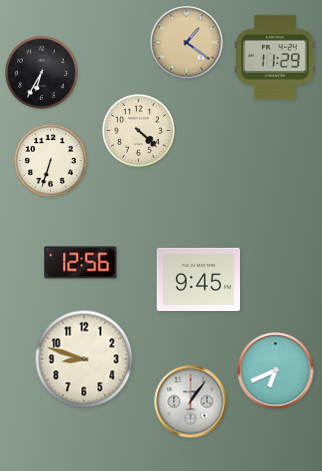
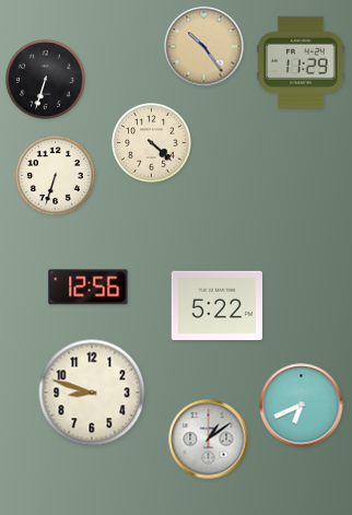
clock at (187, 43): 1:21 -> 10:24
clock at (42, 73): 6:35 -> 6:33
clock at (198, 279): 9:45 -> 5:22
clock at (191, 402): 1:06 -> 1:09
